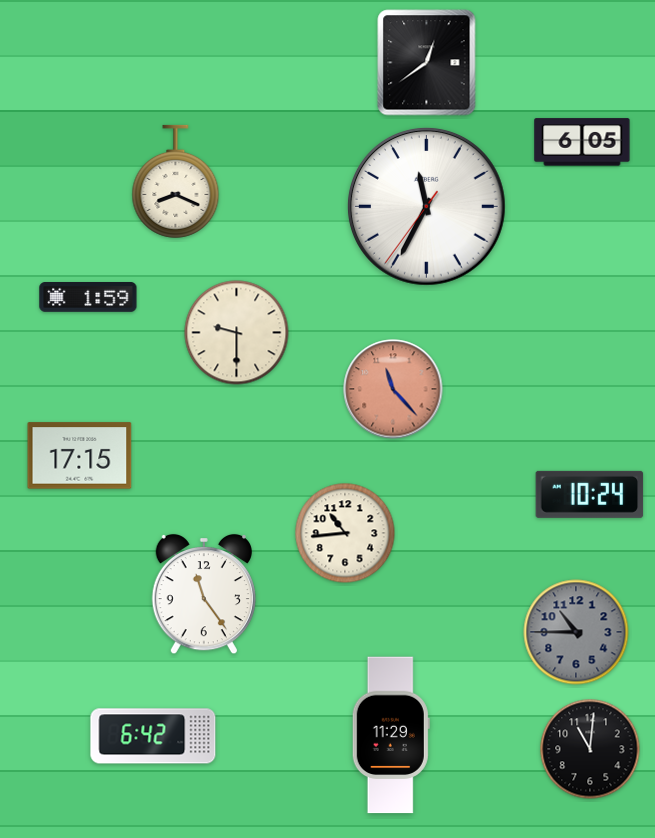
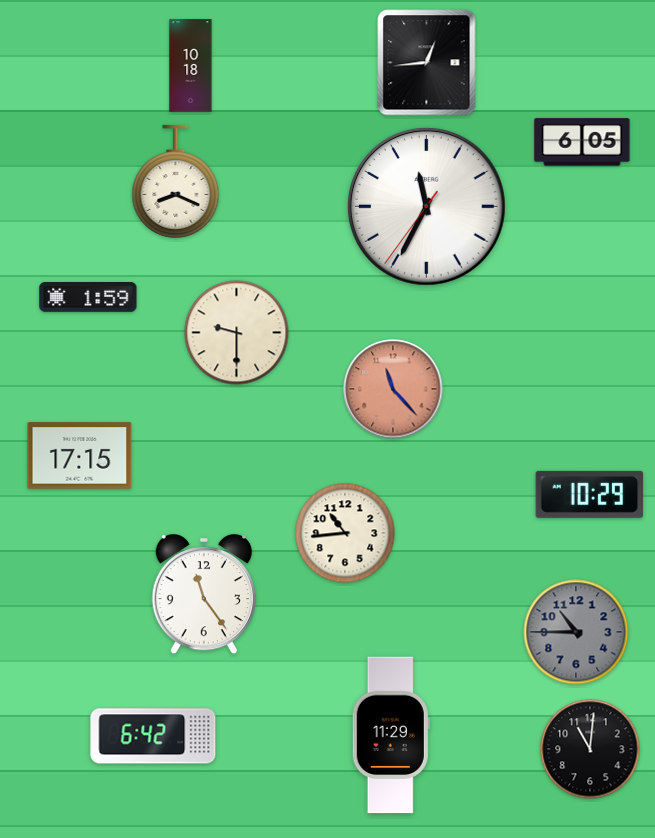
clock at (427, 63): 12:39 -> 12:44
clock at (191, 66): none -> 10:18
clock at (590, 494): 10:24 -> 10:29
